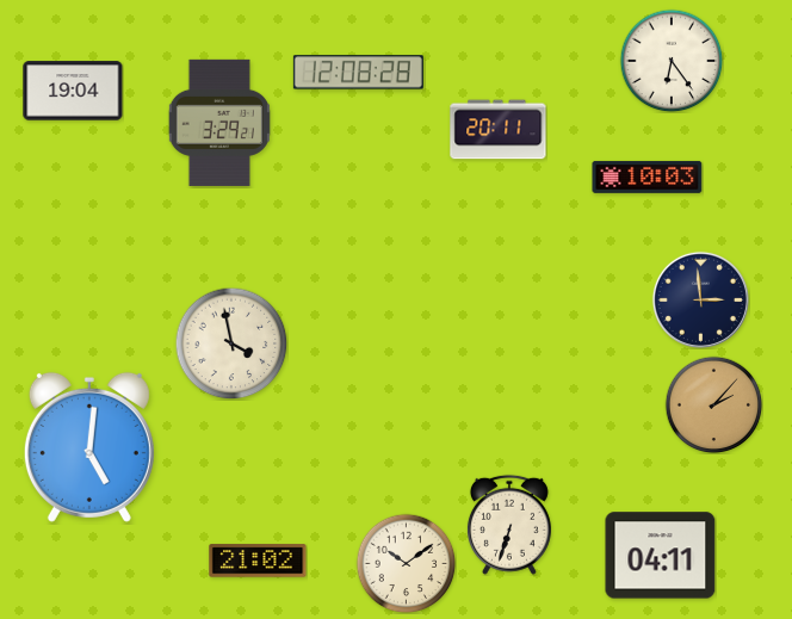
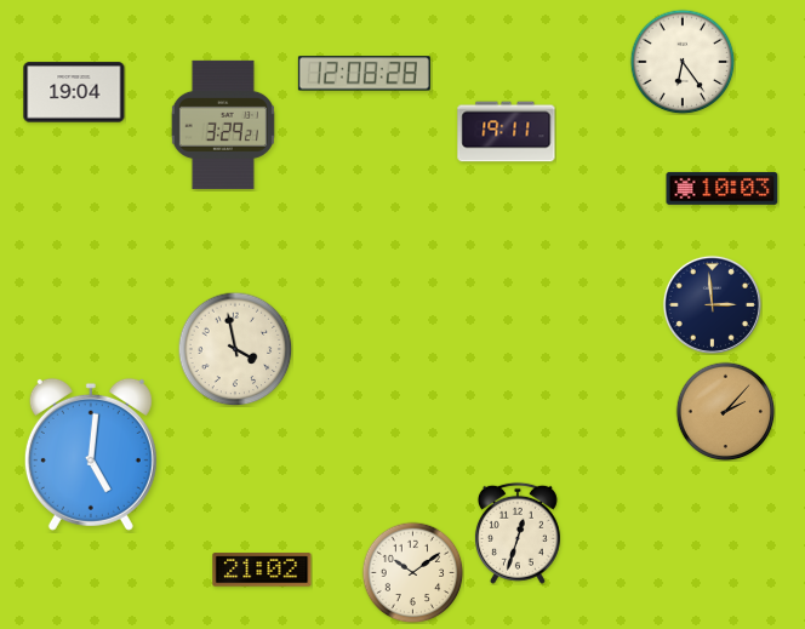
clock at (499, 130): 20:11 -> 19:11
clock at (648, 177) position: (648, 177) -> (723, 188)
clock at (509, 525): 6:33 -> 12:33
clock at (661, 556): 04:11 -> none
